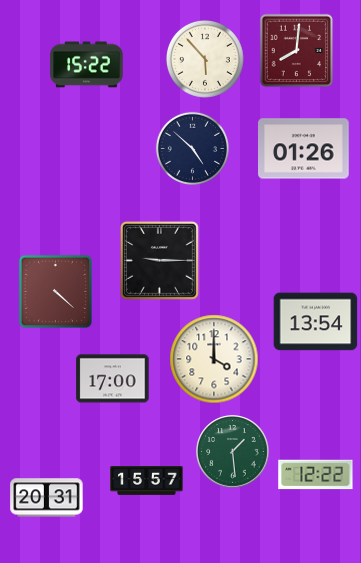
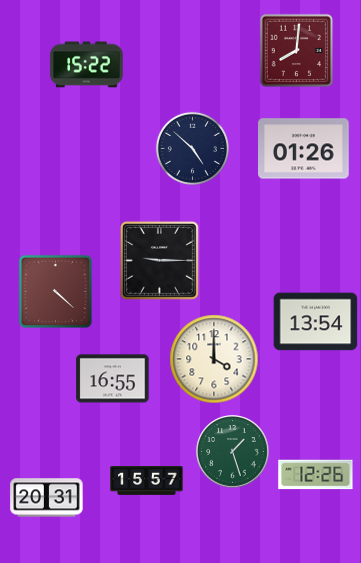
clock at (205, 59): 5:53 -> none
clock at (113, 379): 17:00 -> 16:55
clock at (233, 452): 1:29 -> 1:27
clock at (316, 475): 12:22 -> 12:26
